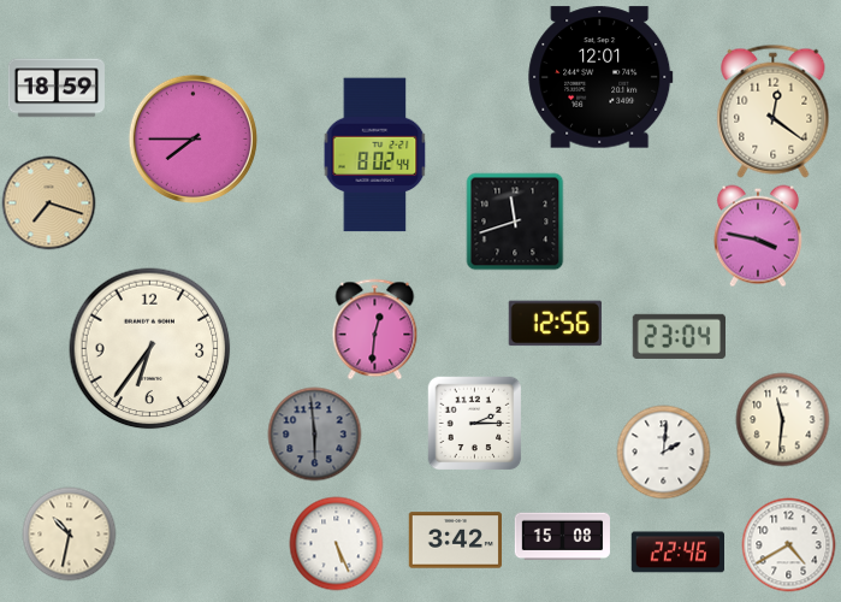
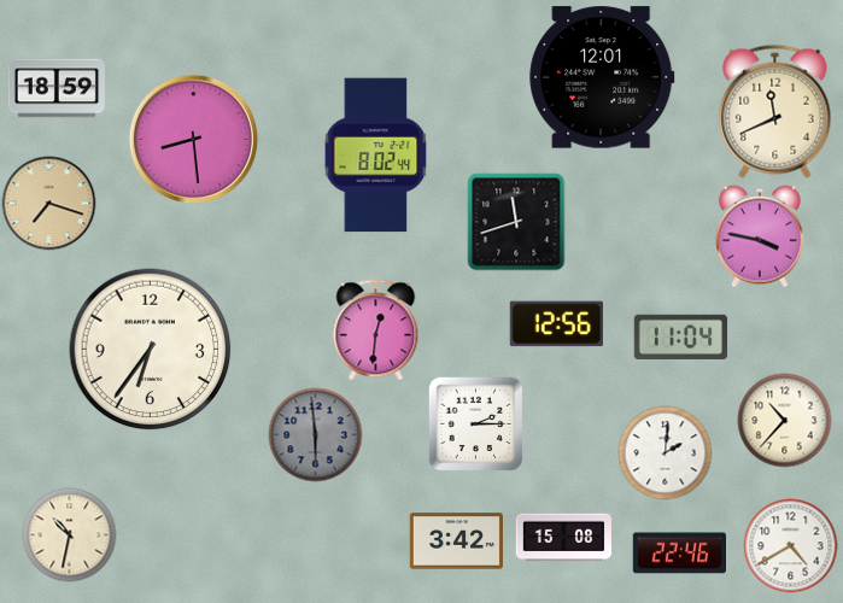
clock at (774, 111): 12:21 -> 11:41
clock at (193, 138): 7:45 -> 8:29
clock at (679, 336): 23:04 -> 11:04
clock at (782, 419): 11:31 -> 10:37
clock at (336, 543): 5:26 -> none
